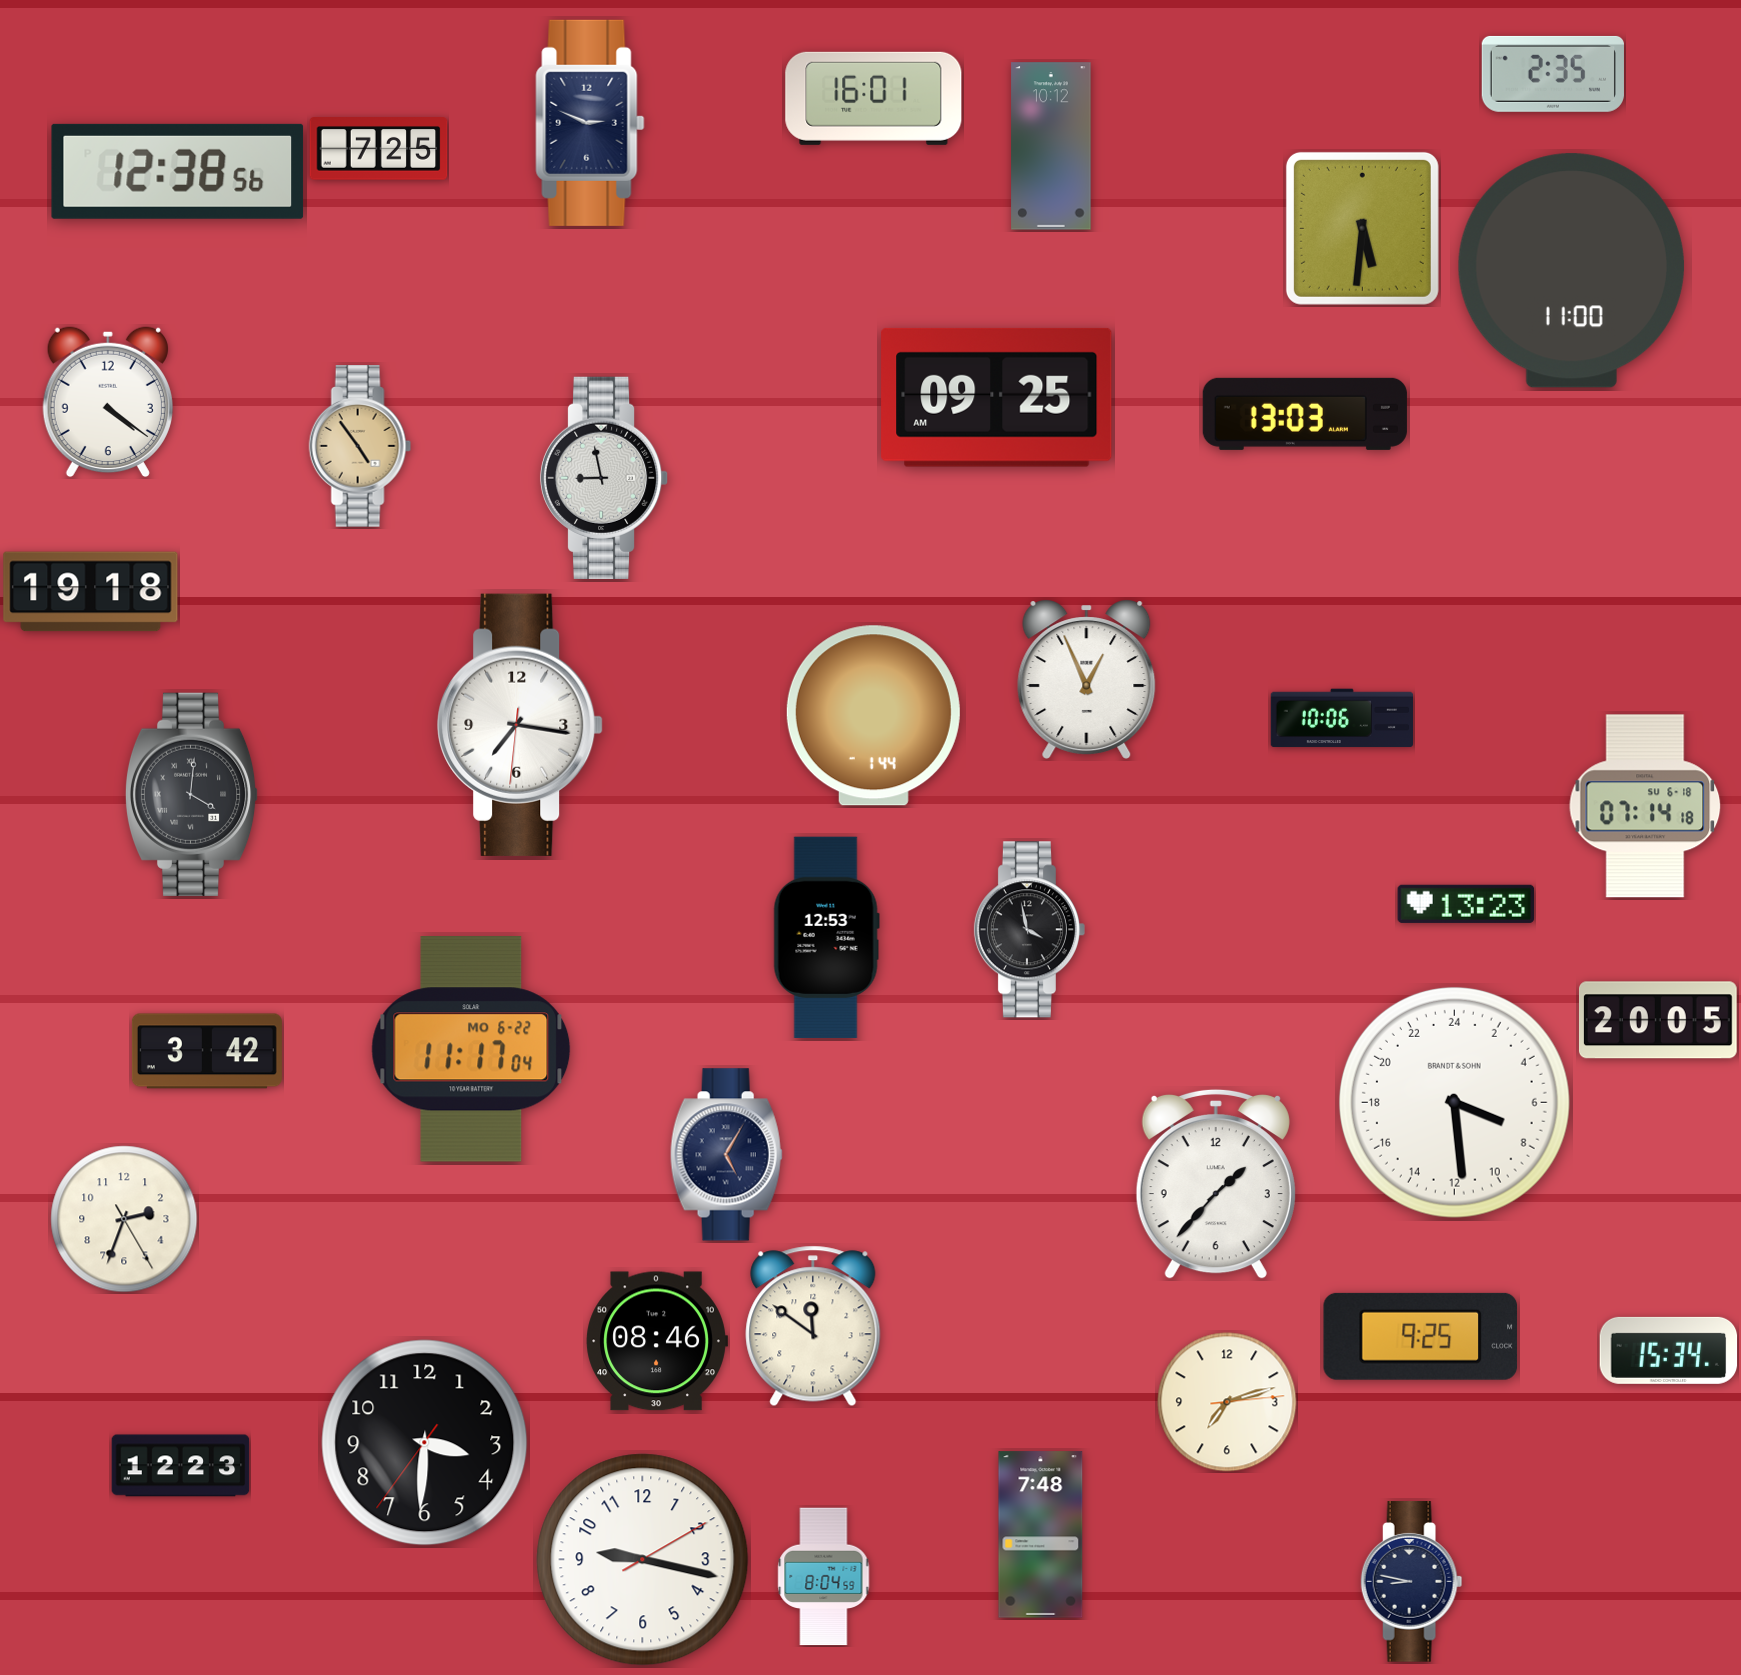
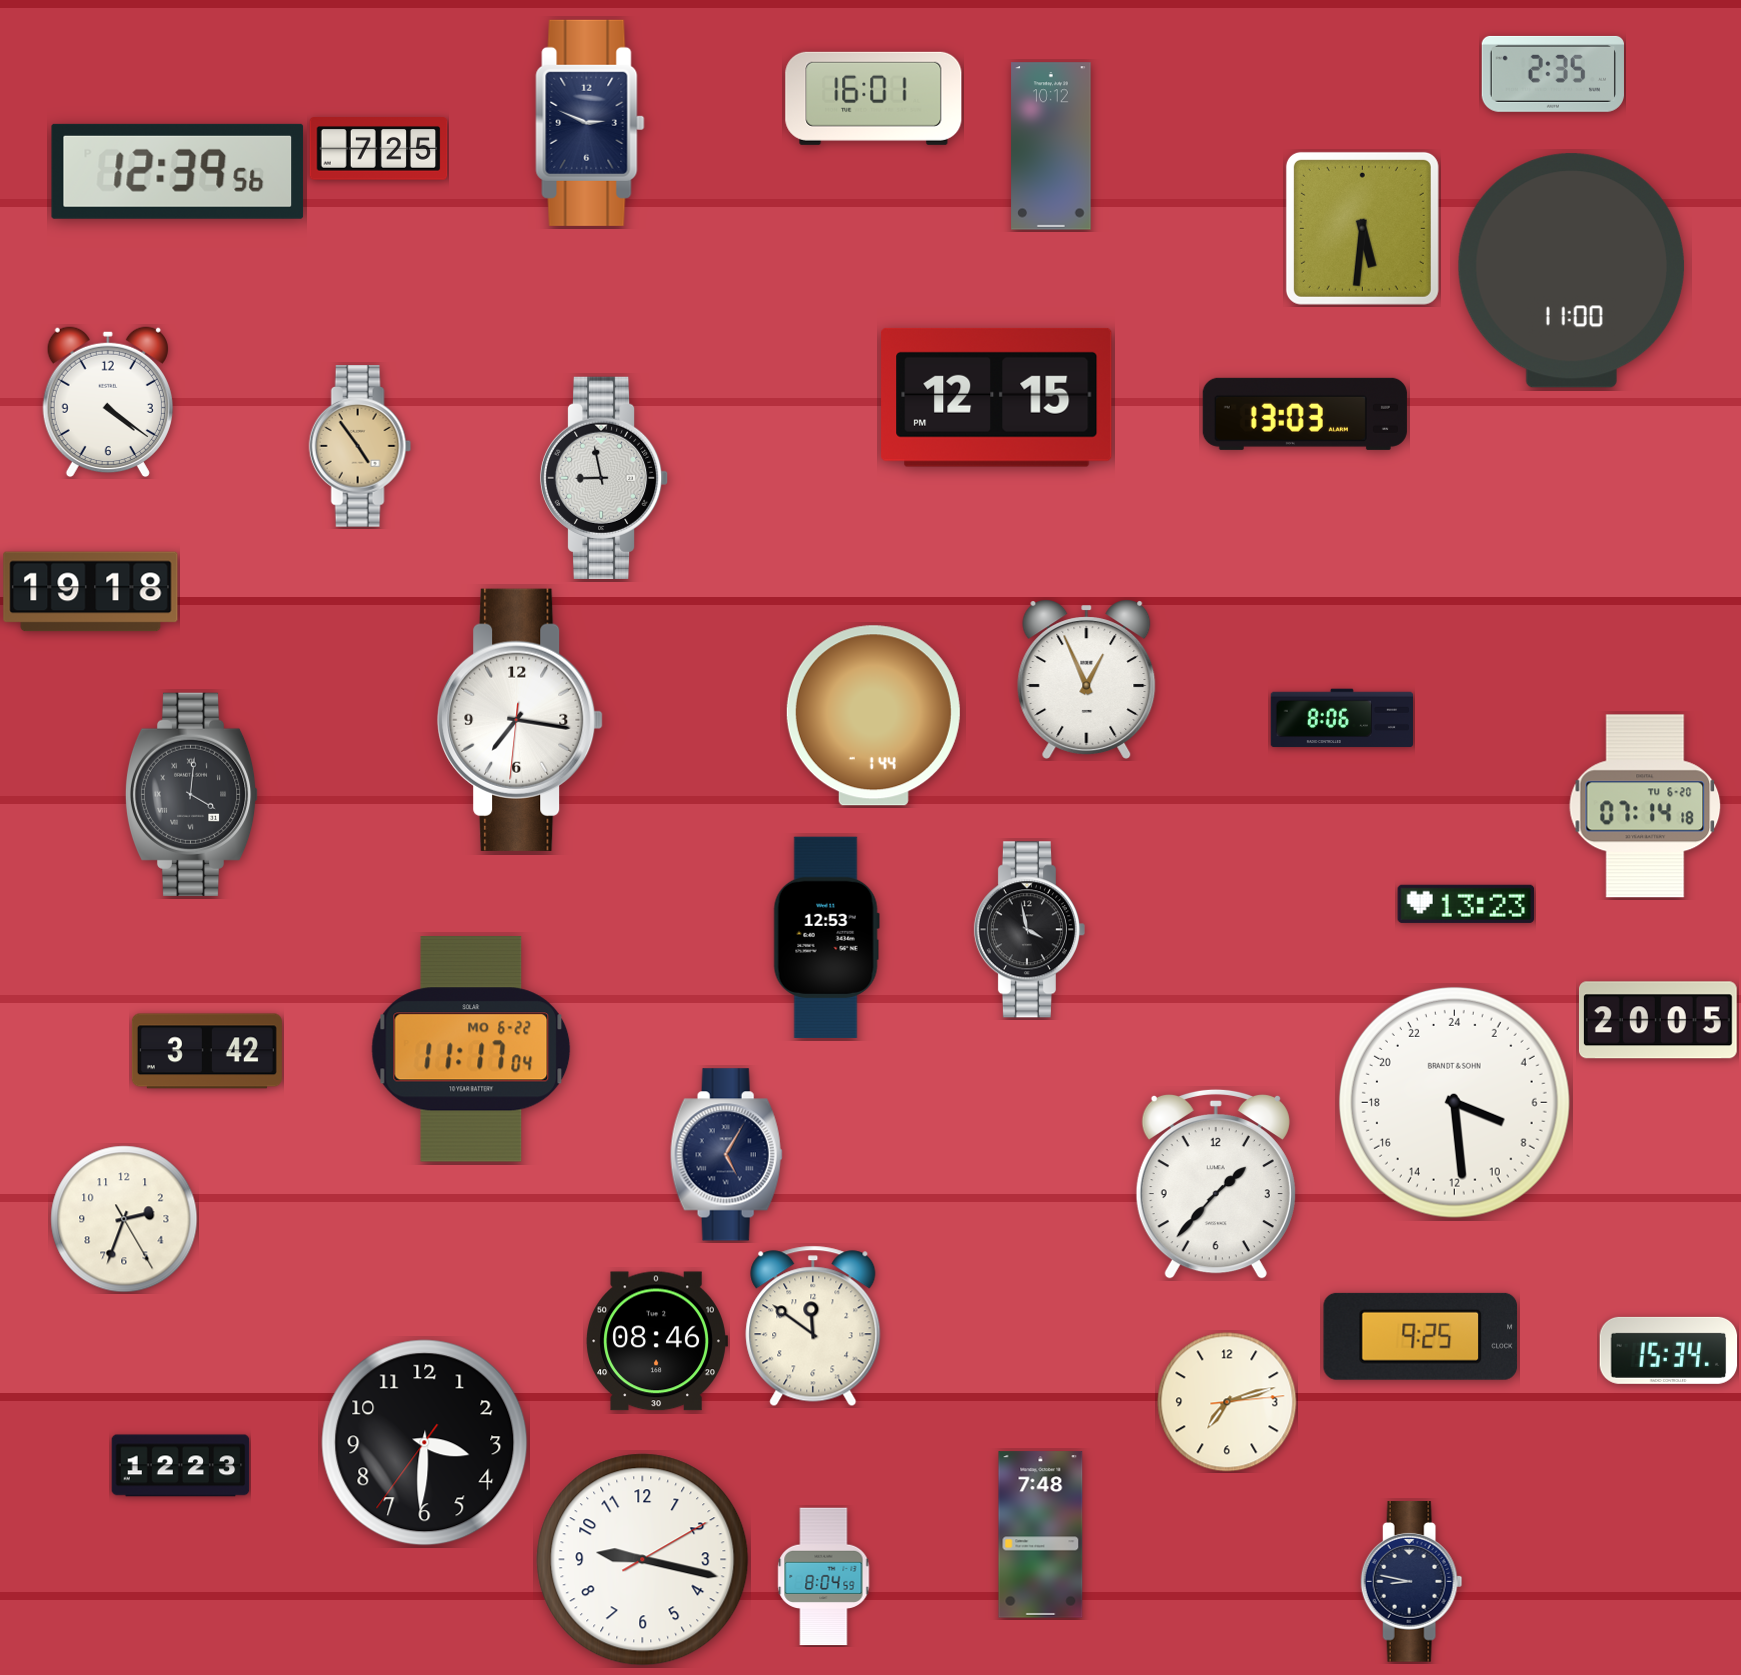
clock at (178, 171): 12:38 -> 12:39
clock at (997, 397): 09:25 -> 12:15
clock at (1341, 718): 10:06 -> 8:06
clock at (520, 725) position: (520, 725) -> (520, 720)
clock at (1645, 806) date: SU 6-18 -> TU 6-20
